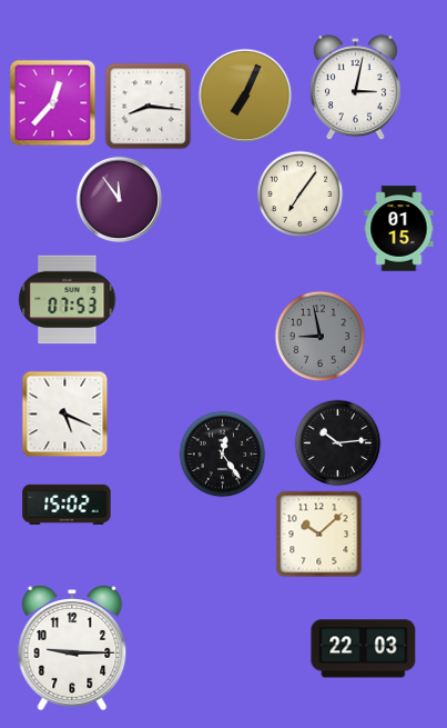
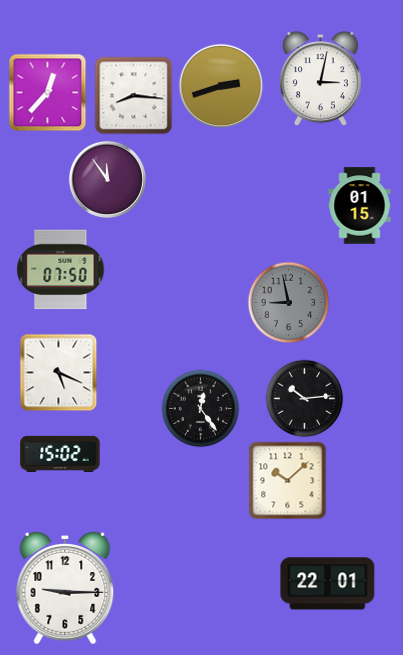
clock at (245, 96): 7:04 -> 2:42
clock at (299, 193): 7:06 -> none
clock at (68, 300): 07:53 -> 07:50
clock at (72, 649) position: (72, 649) -> (65, 589)
clock at (364, 649): 22:03 -> 22:01
